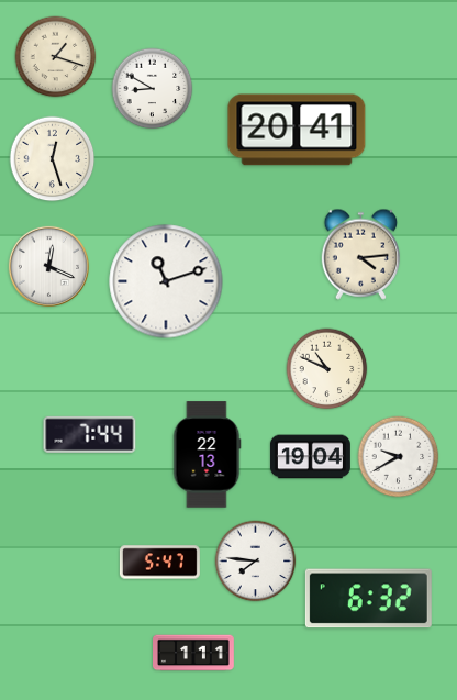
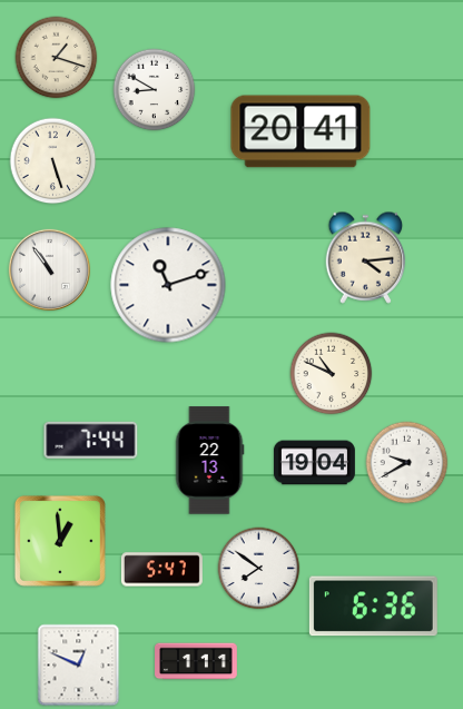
clock at (53, 159): 12:27 -> 5:27
clock at (48, 266): 12:19 -> 10:54
clock at (399, 457) position: (399, 457) -> (407, 463)
clock at (60, 541): none -> 12:59
clock at (256, 562): 7:46 -> 7:51
clock at (368, 599): 6:32 -> 6:36
clock at (79, 666): none -> 12:49
